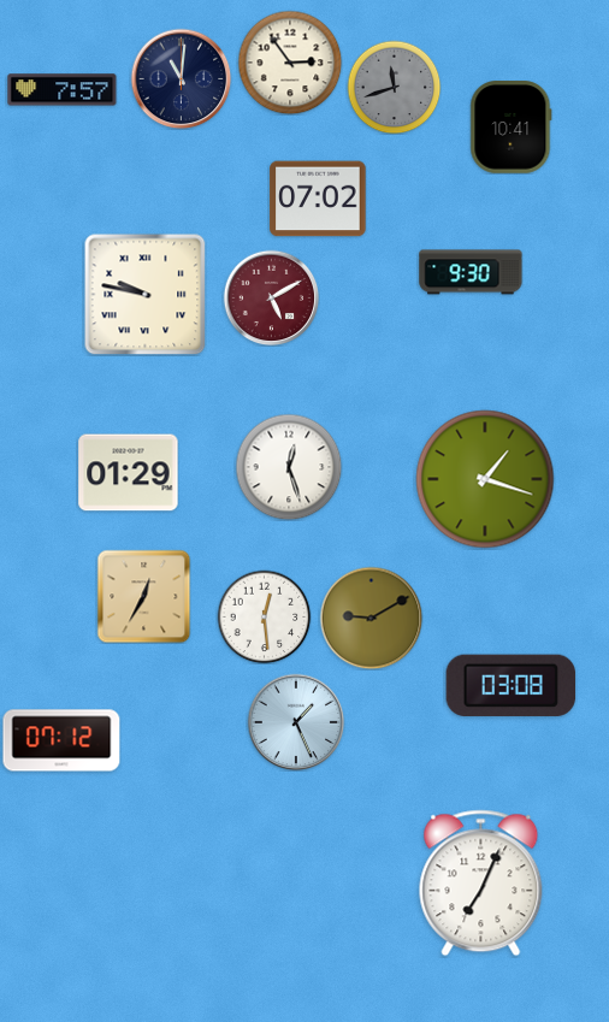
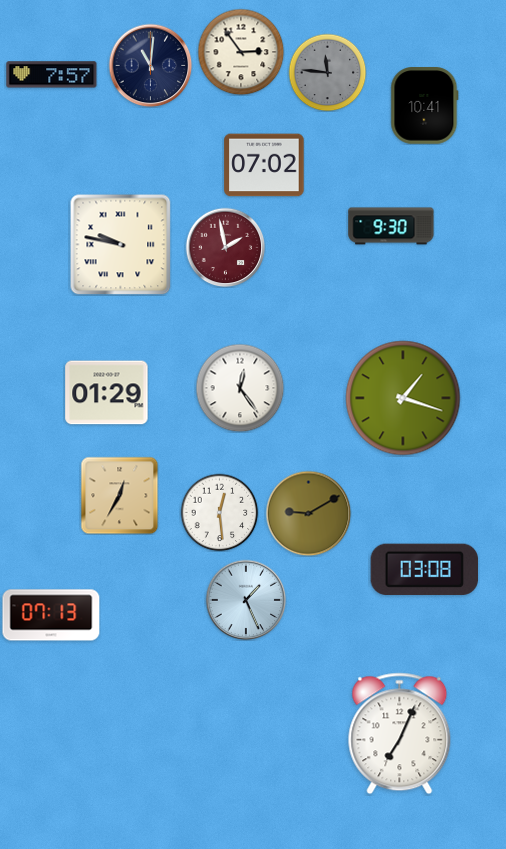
clock at (394, 87): 11:42 -> 11:46
clock at (271, 297): 5:10 -> 1:58
clock at (289, 467): 12:27 -> 12:24
clock at (61, 740): 07:12 -> 07:13
